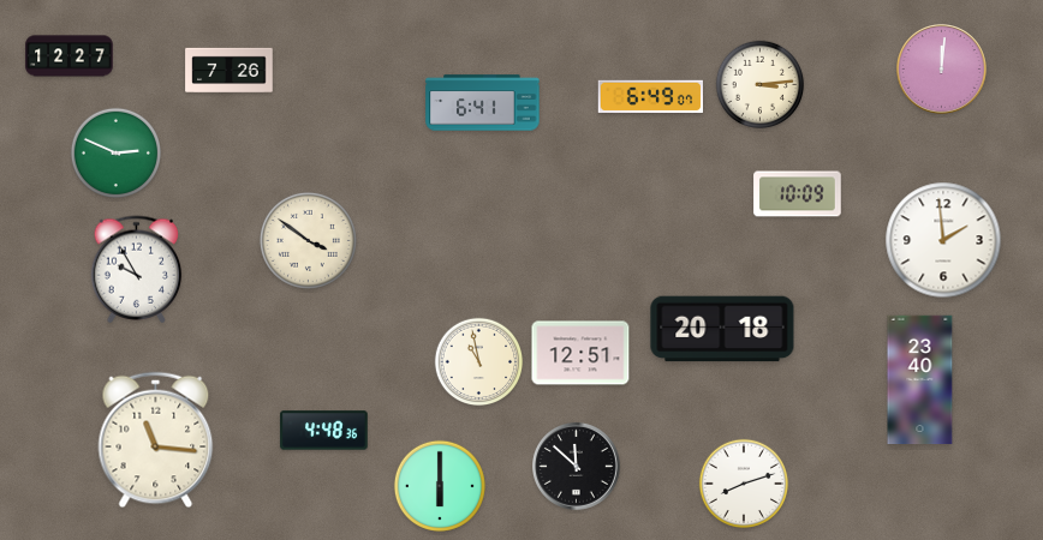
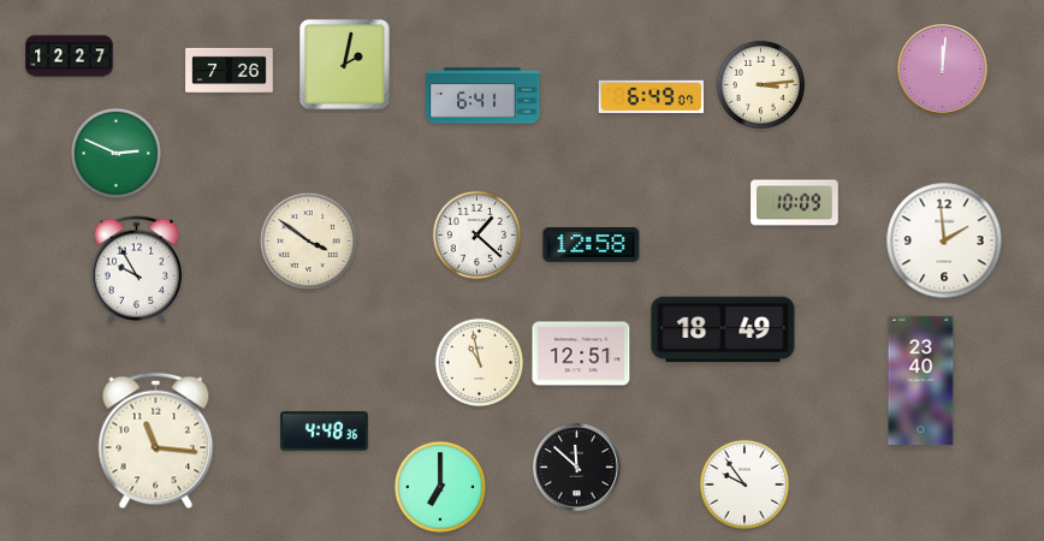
clock at (344, 64): none -> 2:02
clock at (483, 103) position: (483, 103) -> (484, 96)
clock at (798, 194) position: (798, 194) -> (795, 203)
clock at (477, 236): none -> 1:22
clock at (592, 245): none -> 12:58
clock at (722, 329): 20:18 -> 18:49
clock at (744, 484): 8:12 -> 9:54
clock at (440, 486): 6:00 -> 7:00
